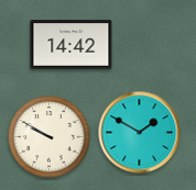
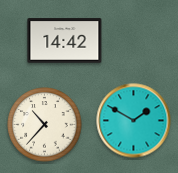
clock at (140, 133) position: (140, 133) -> (134, 121)
clock at (50, 137): 9:50 -> 10:37
